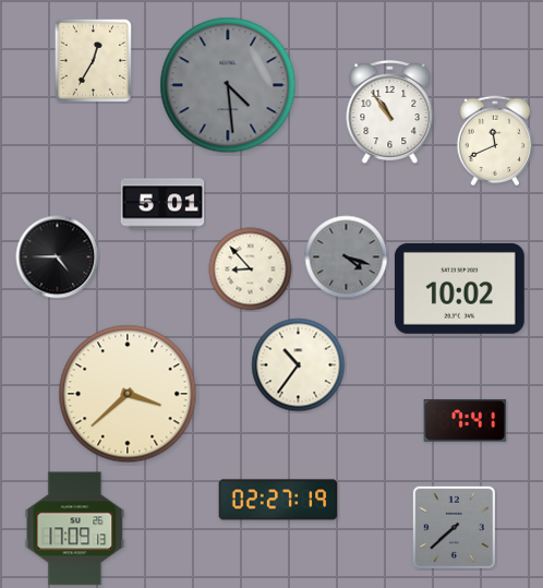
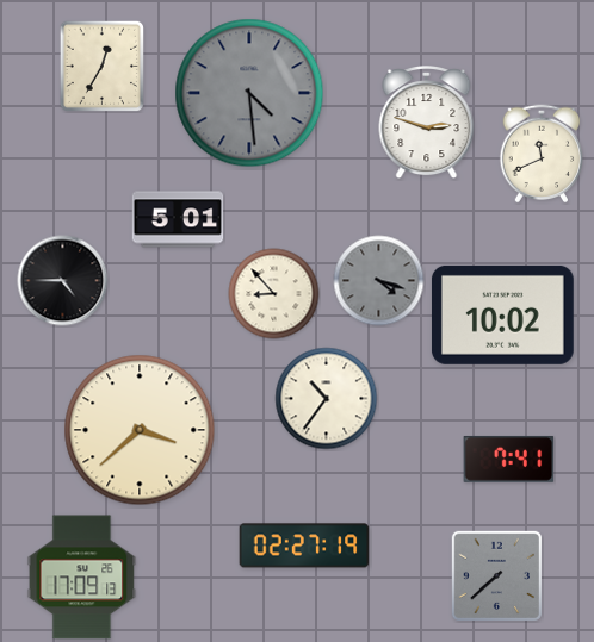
clock at (390, 113): 10:54 -> 2:48
clock at (162, 204) position: (162, 204) -> (178, 219)
